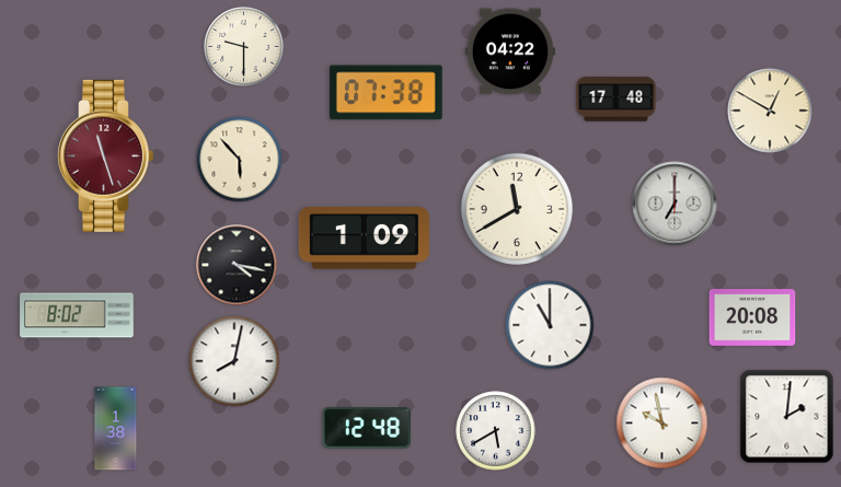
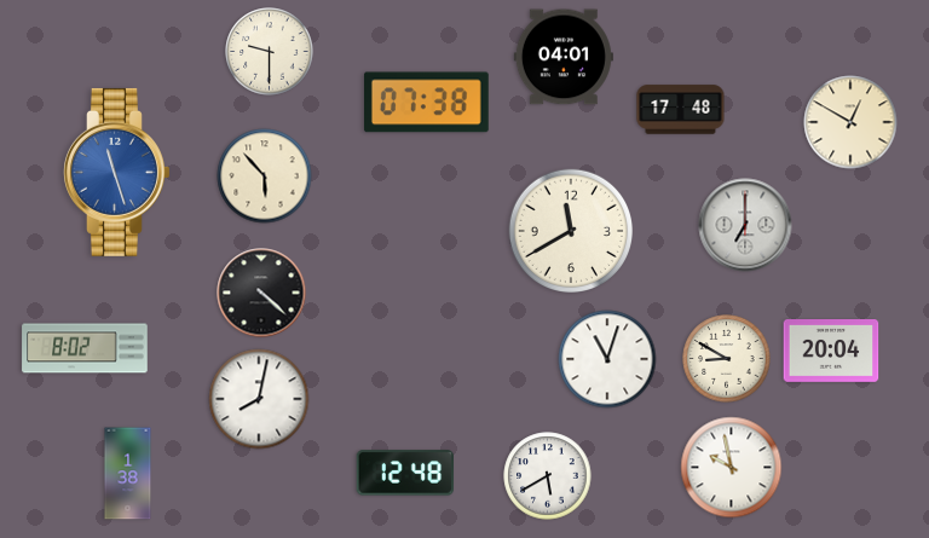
clock at (510, 51): 04:22 -> 04:01
clock at (106, 155) dial: burgundy -> blue
clock at (364, 239): 1:09 -> none
clock at (237, 265): 4:17 -> 4:22
clock at (752, 318): 20:08 -> 20:04
clock at (550, 325): 11:00 -> 11:03
clock at (727, 359): none -> 8:50
clock at (787, 417): 2:01 -> none
